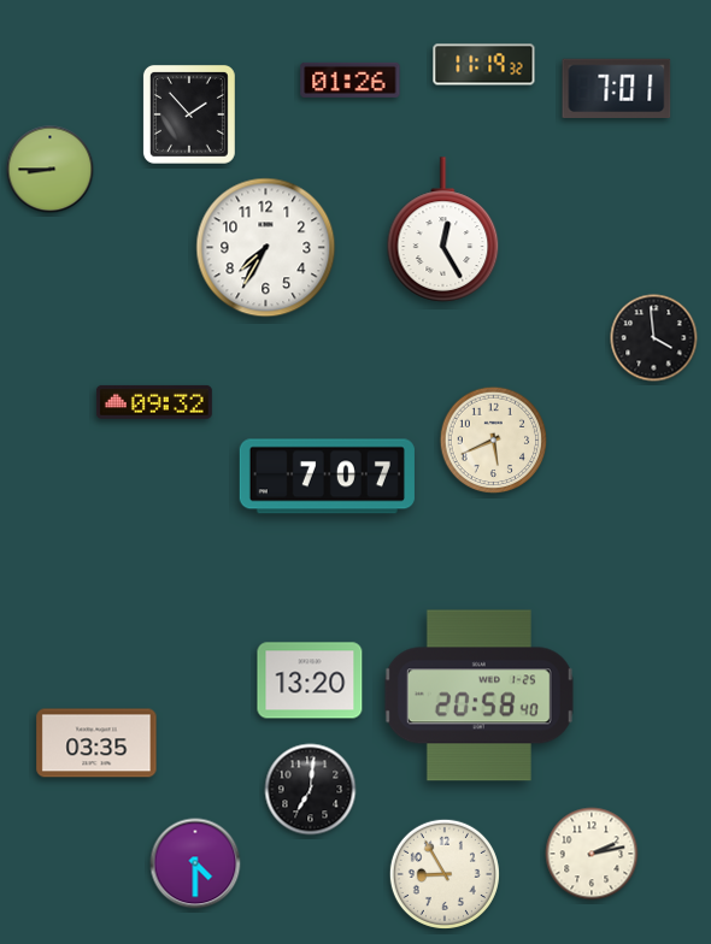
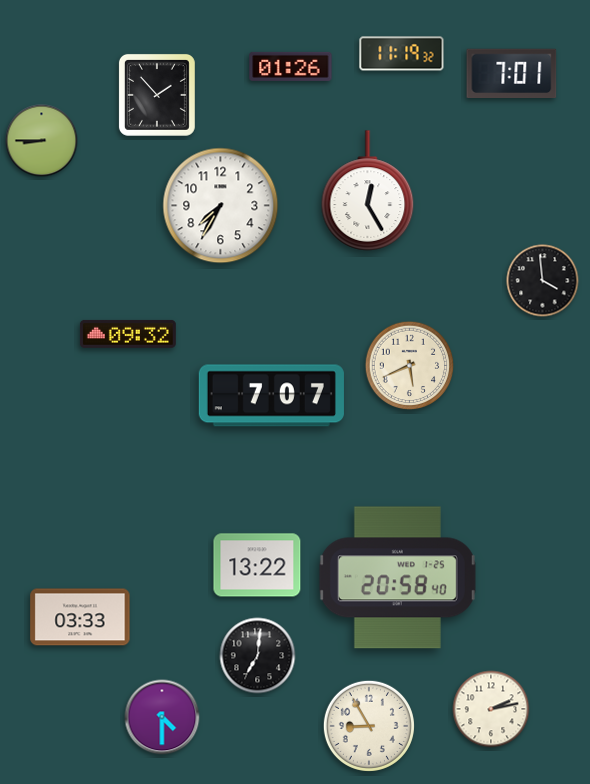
clock at (310, 680): 13:20 -> 13:22
clock at (96, 743): 03:35 -> 03:33
